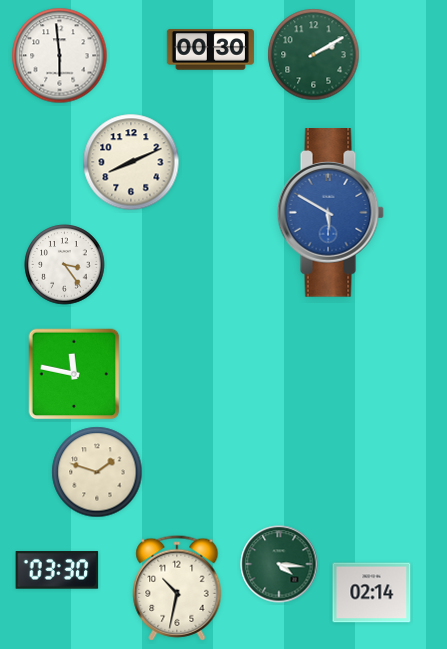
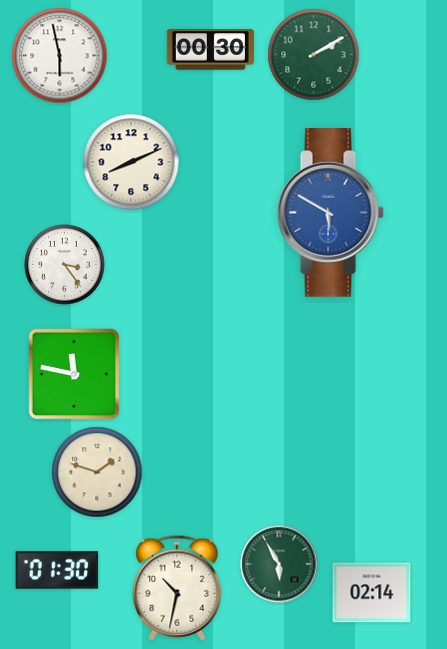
clock at (60, 56): 5:59 -> 5:58
clock at (279, 564): 4:16 -> 5:55
clock at (57, 570): 03:30 -> 01:30
